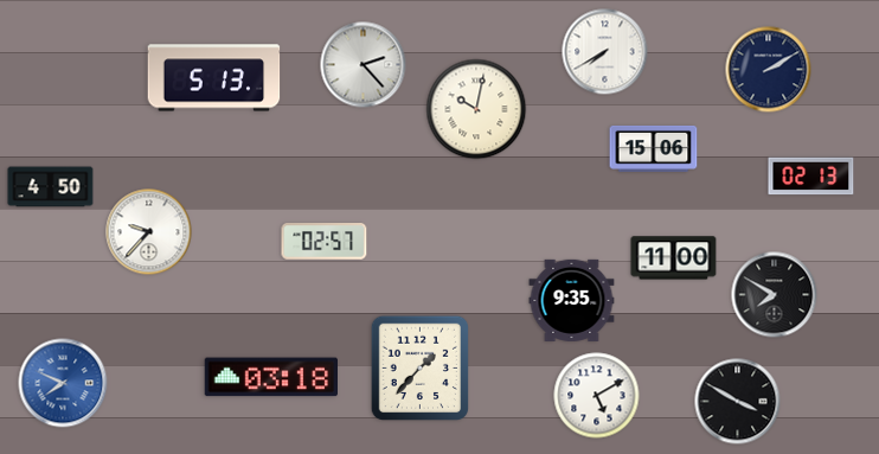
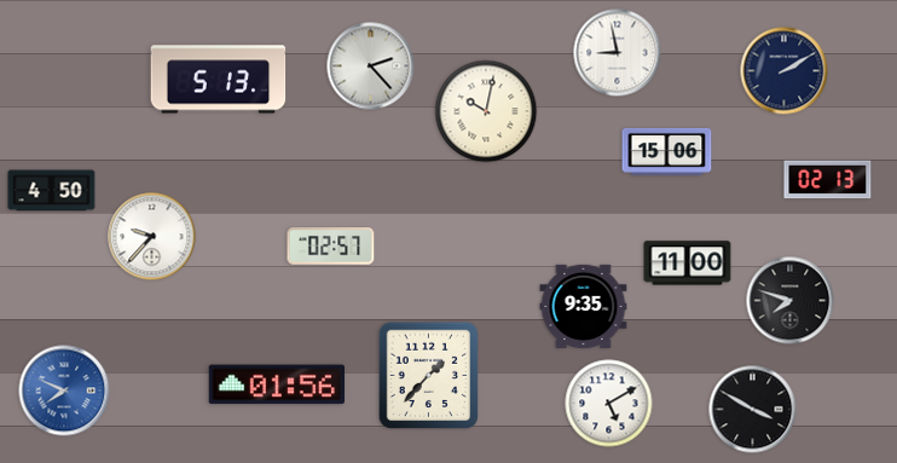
clock at (605, 52): 7:40 -> 8:58
clock at (775, 295): 7:50 -> 7:48
clock at (270, 377): 03:18 -> 01:56
